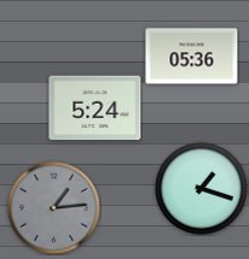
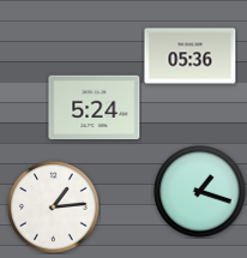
clock at (202, 189) position: (202, 189) -> (200, 192)
clock at (54, 208) dial: grey -> white
